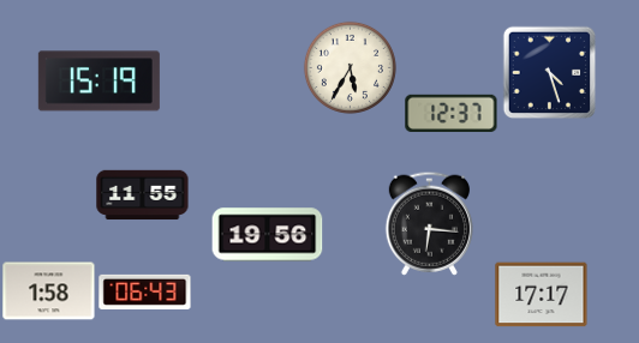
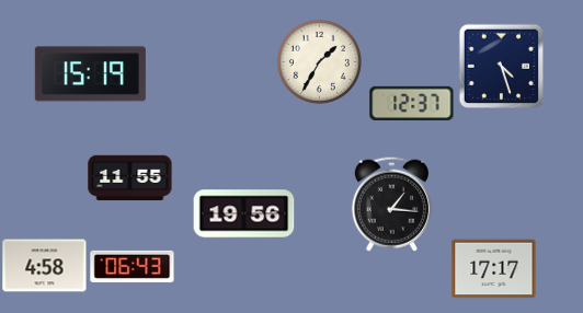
clock at (350, 67): 5:35 -> 1:35
clock at (429, 223): 6:16 -> 1:16
clock at (49, 291): 1:58 -> 4:58
